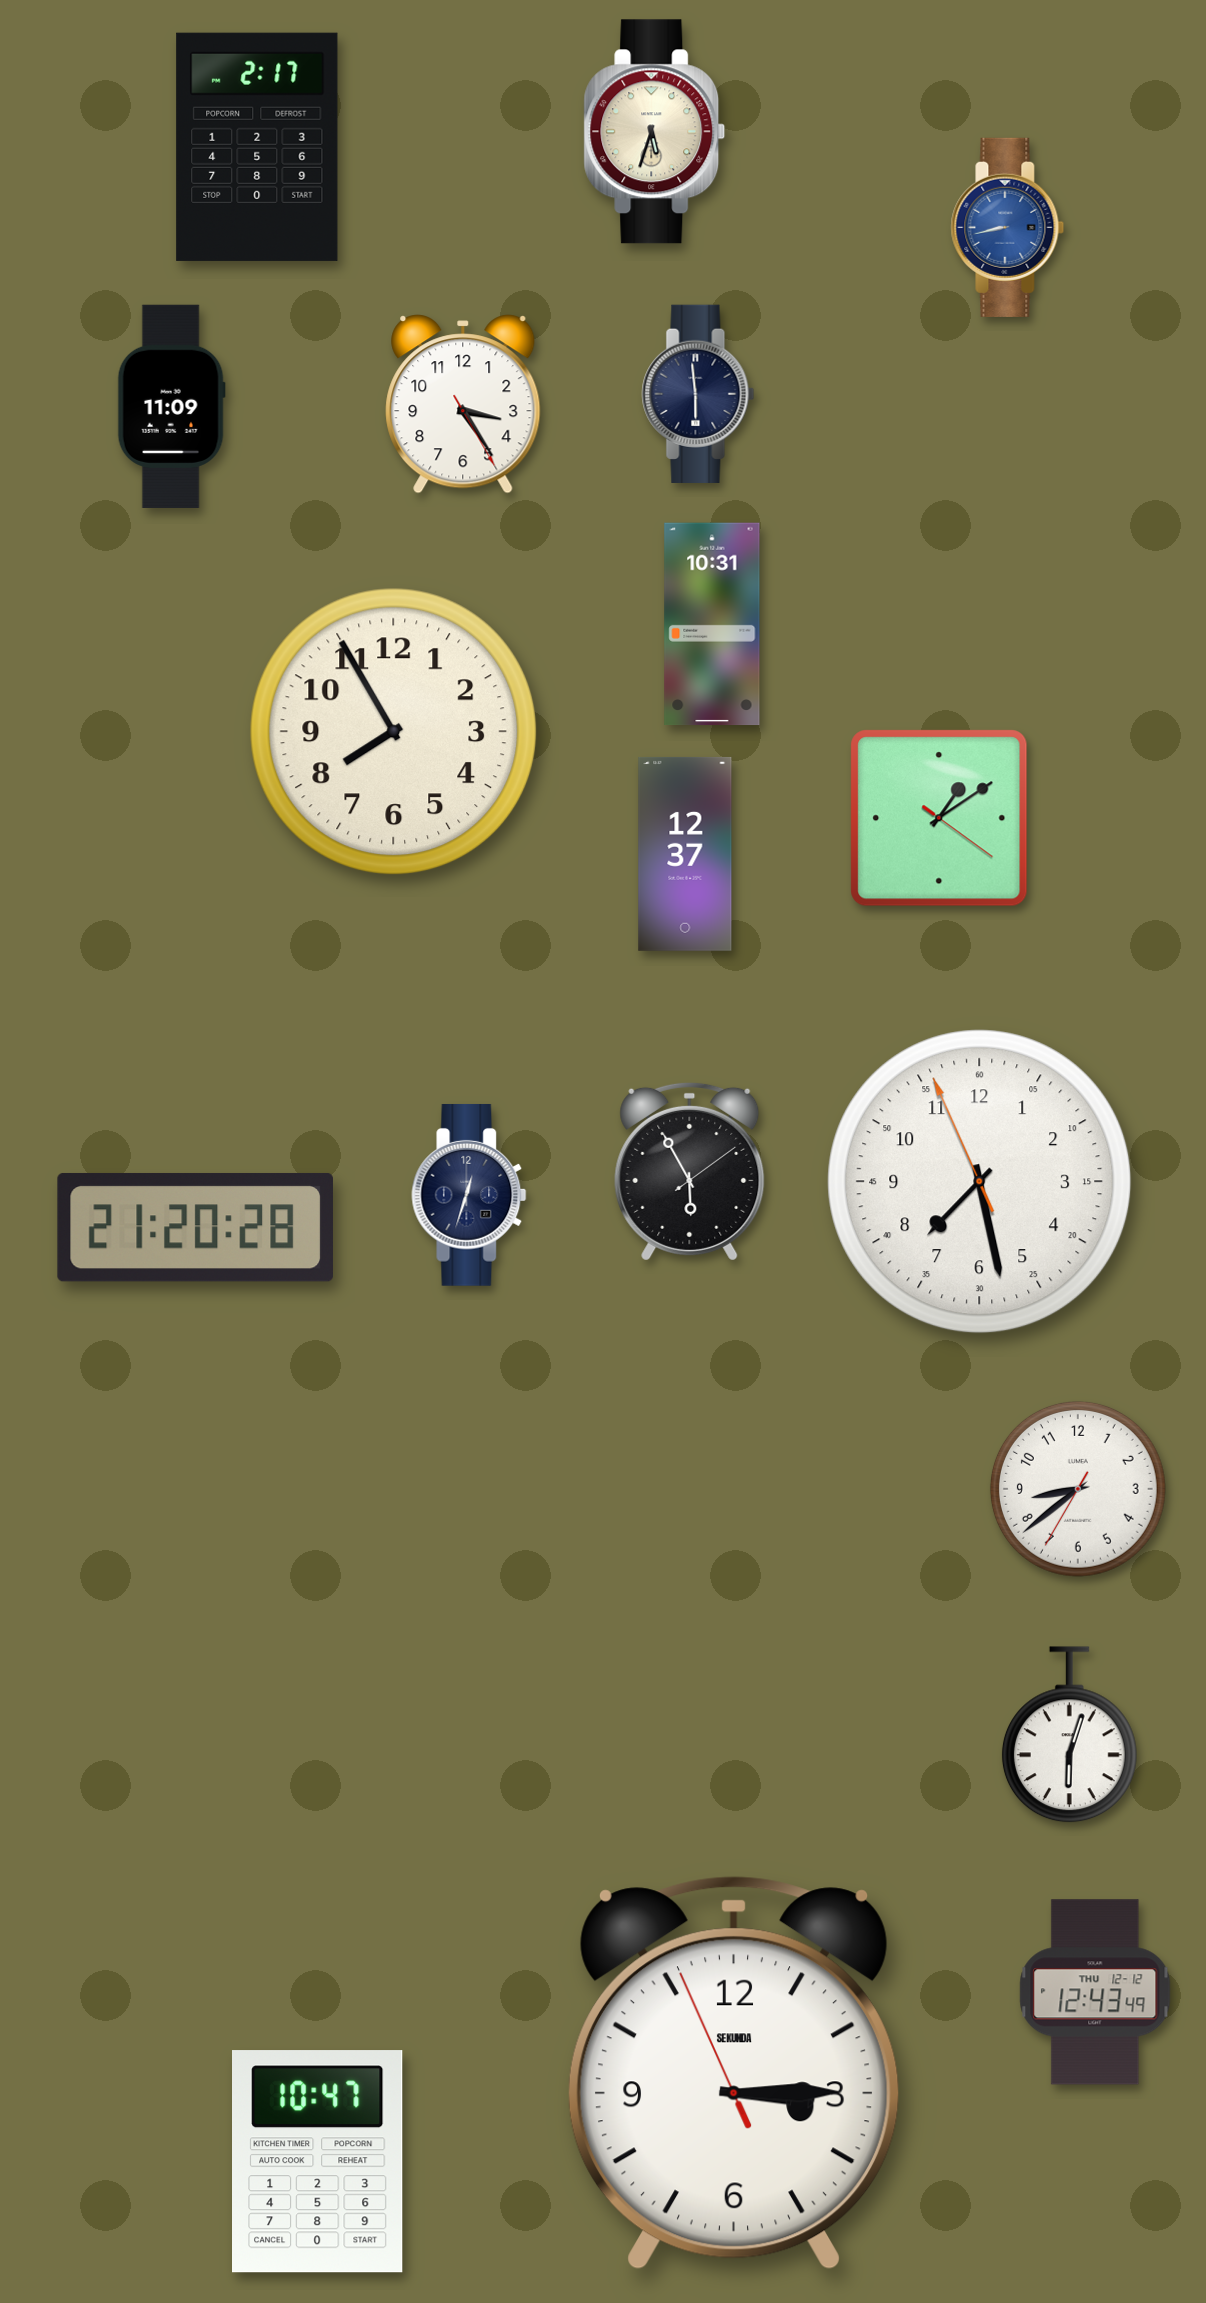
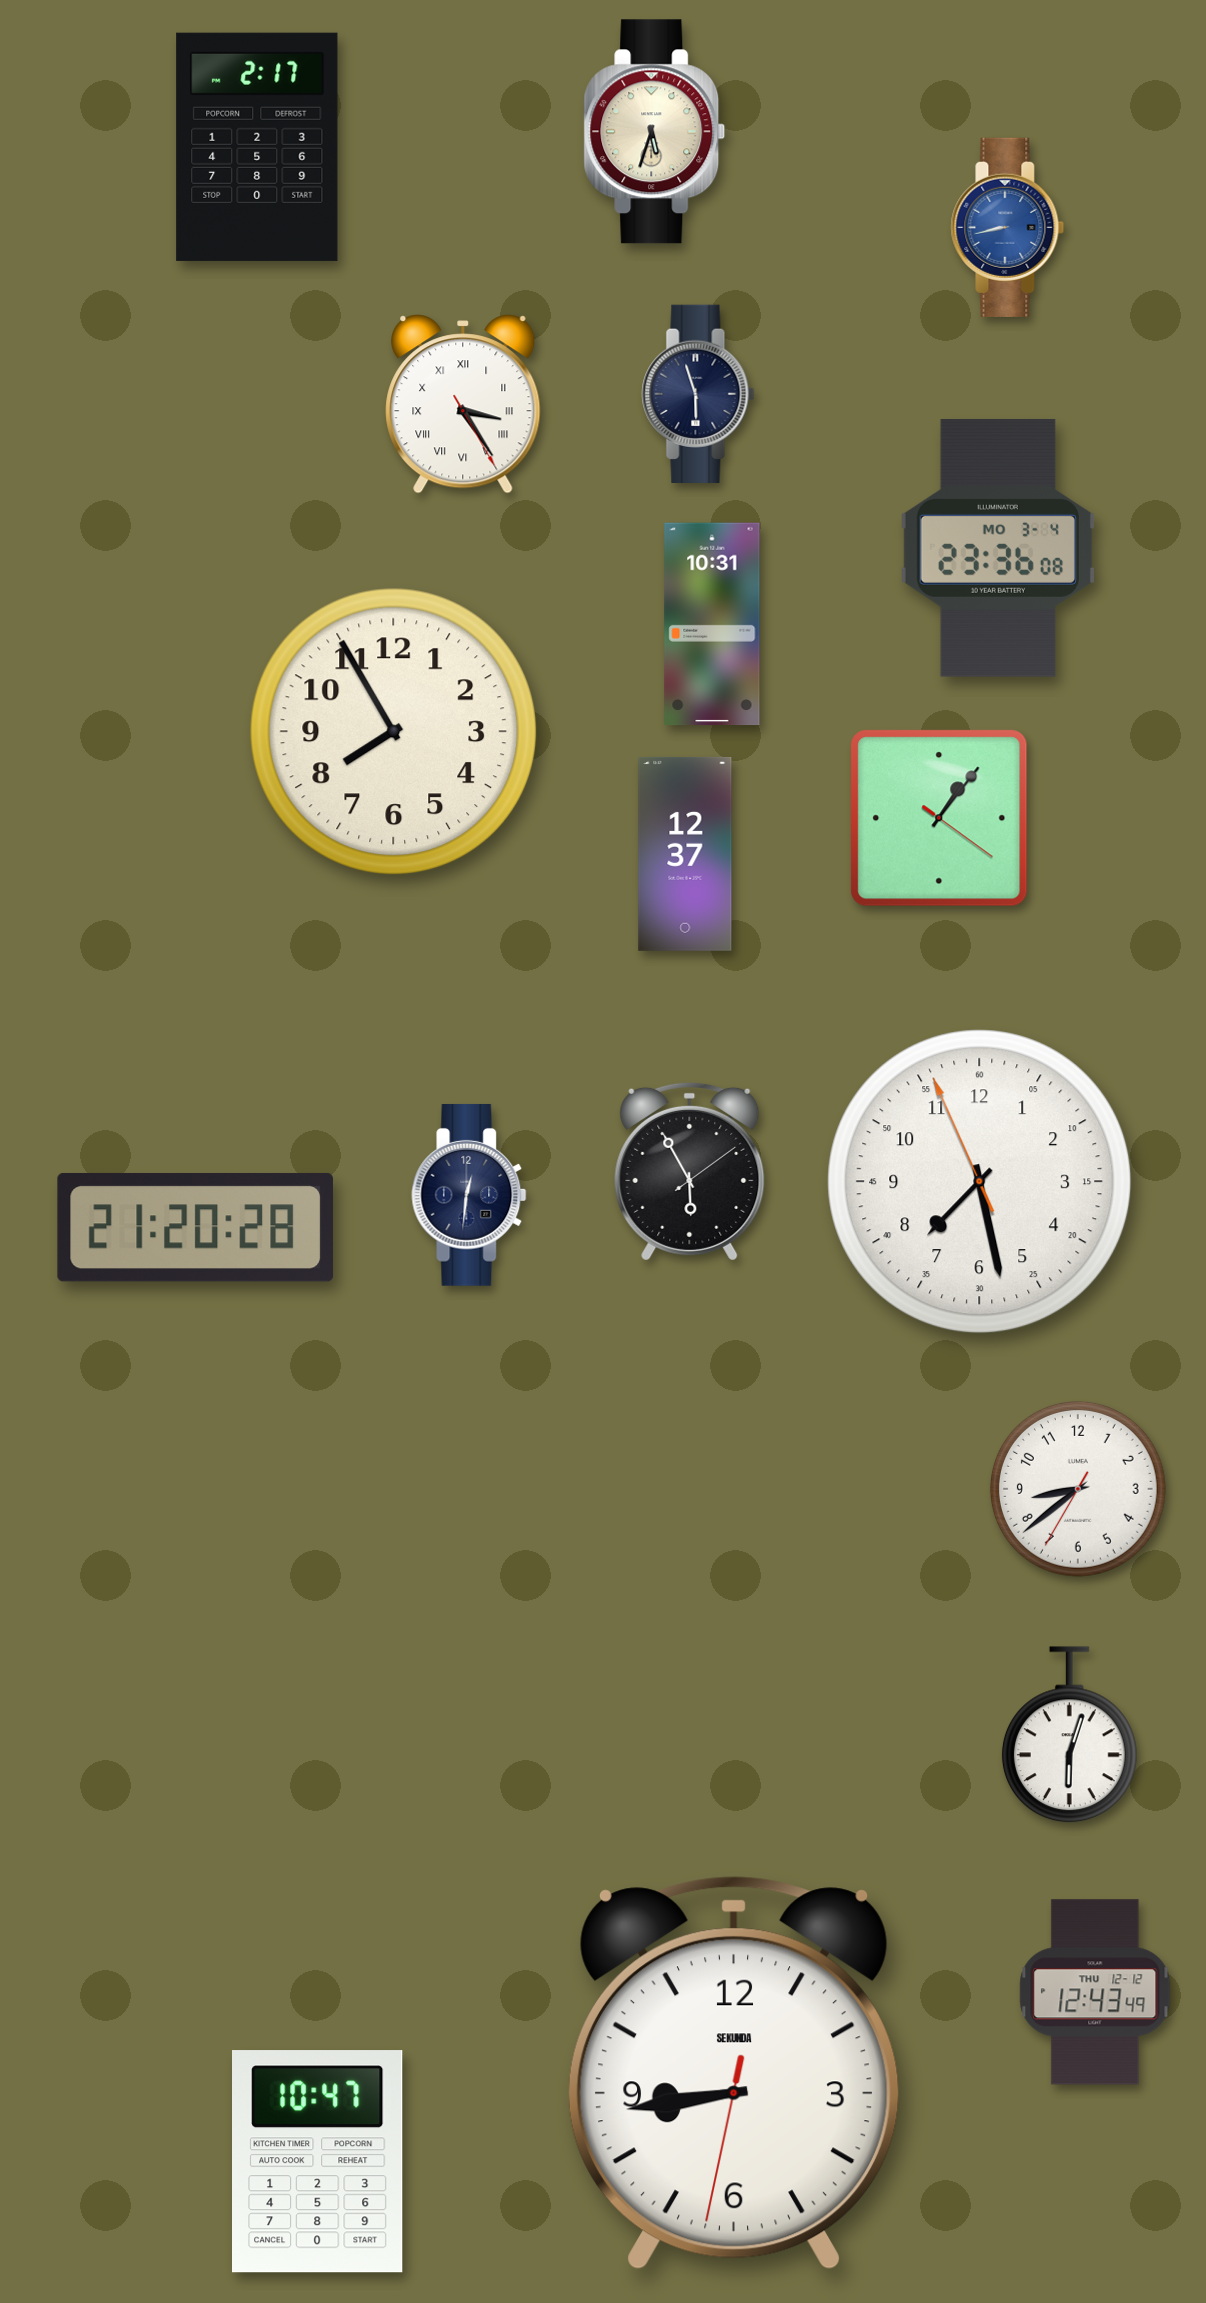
clock at (698, 394): 5:59 -> 5:57
clock at (463, 404) numerals: Arabic -> Roman
clock at (171, 406): 11:09 -> none
clock at (998, 548): none -> 23:36
clock at (939, 818): 1:09 -> 1:06
clock at (469, 1195): 12:33 -> 12:31
clock at (734, 2073): 3:14 -> 8:43
